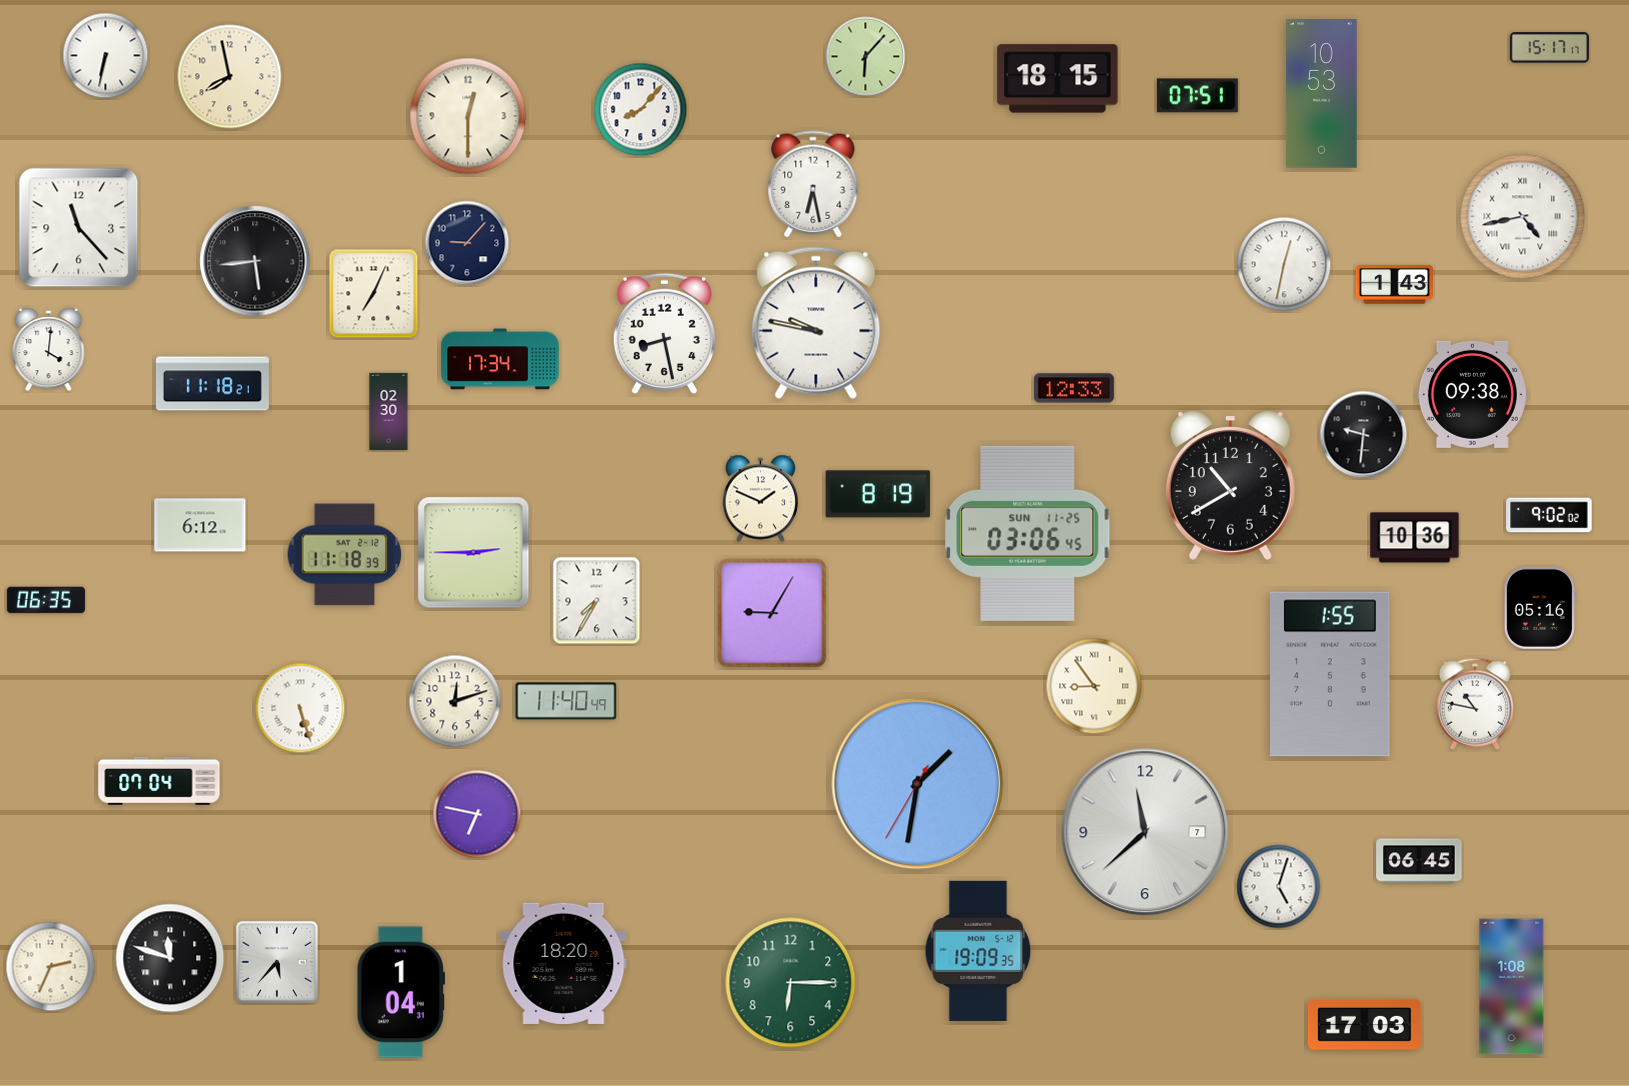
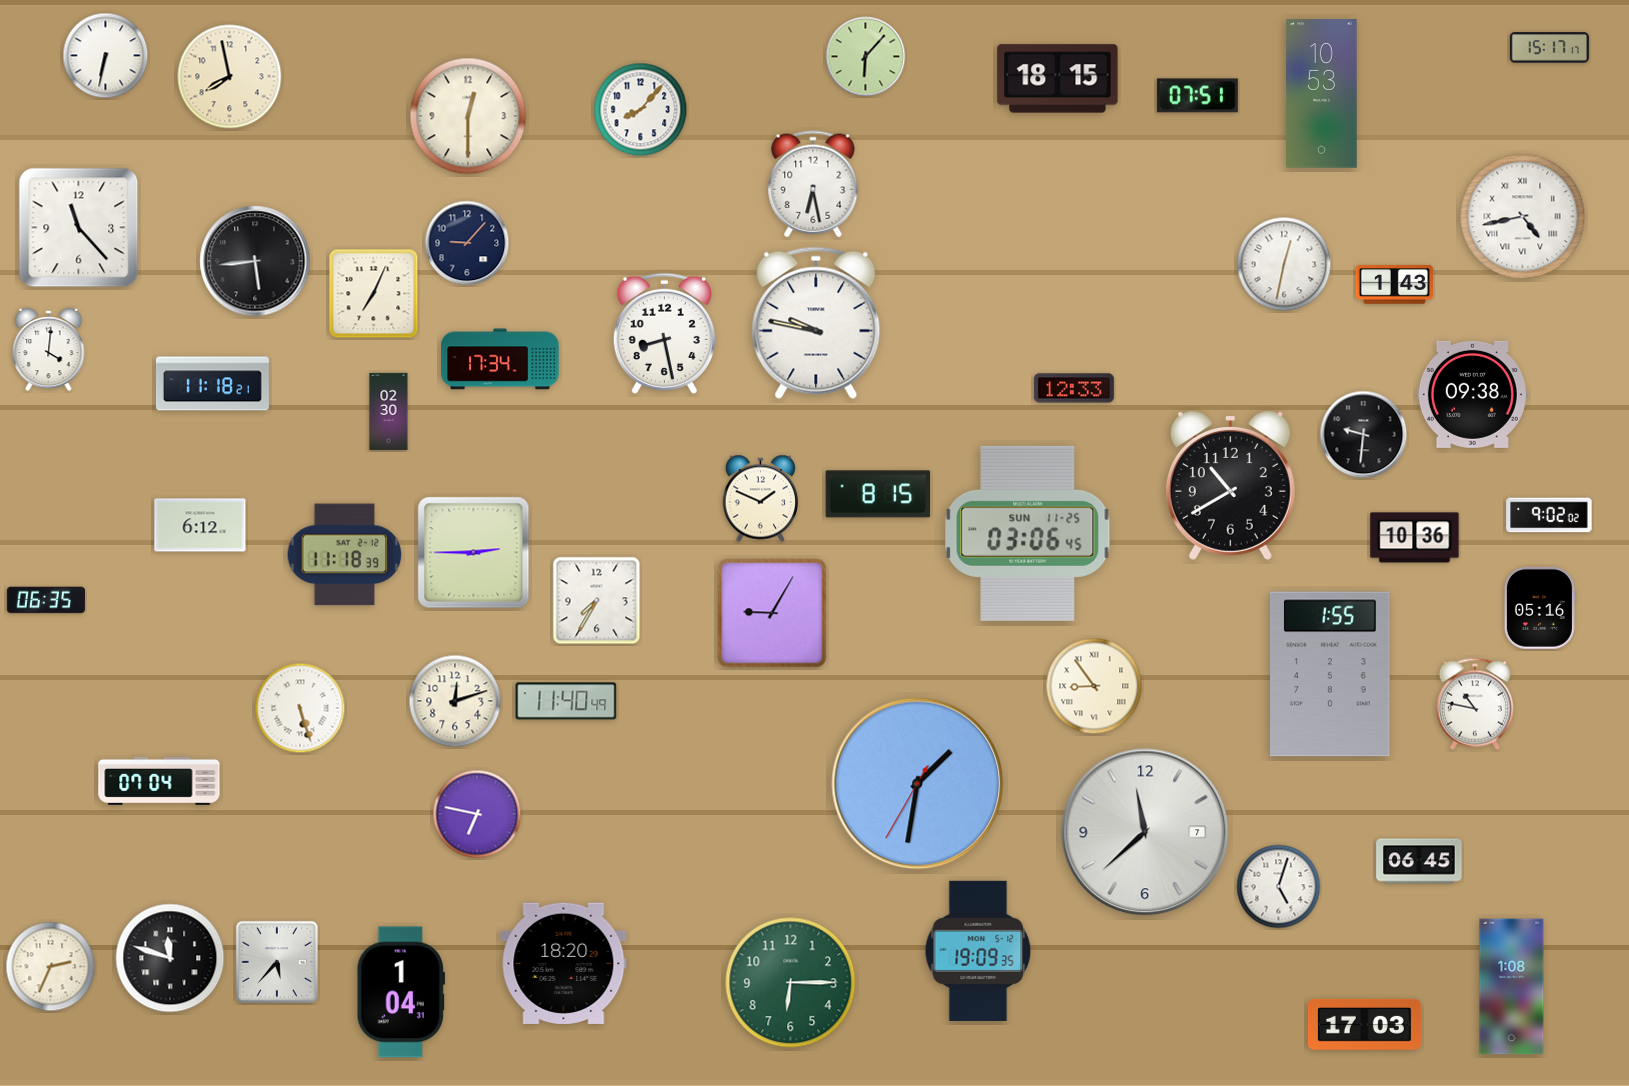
clock at (878, 494): 8:19 -> 8:15
